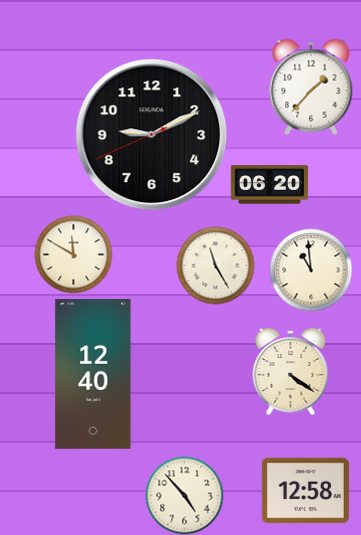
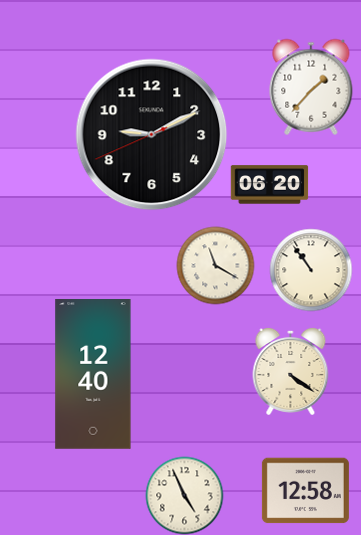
clock at (73, 254): 11:50 -> none
clock at (215, 265): 11:25 -> 11:20
clock at (311, 270): 10:59 -> 10:54
clock at (184, 495): 4:53 -> 4:56
